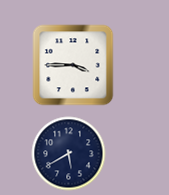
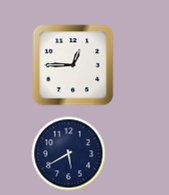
clock at (73, 65): 3:45 -> 12:45
